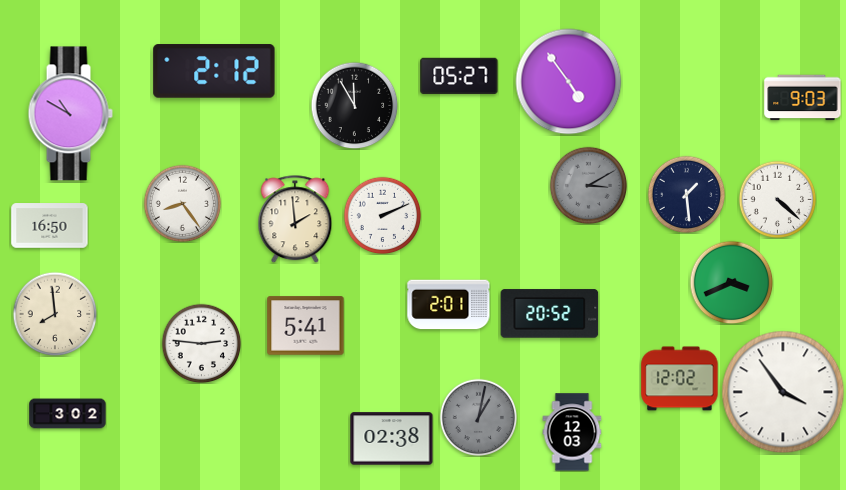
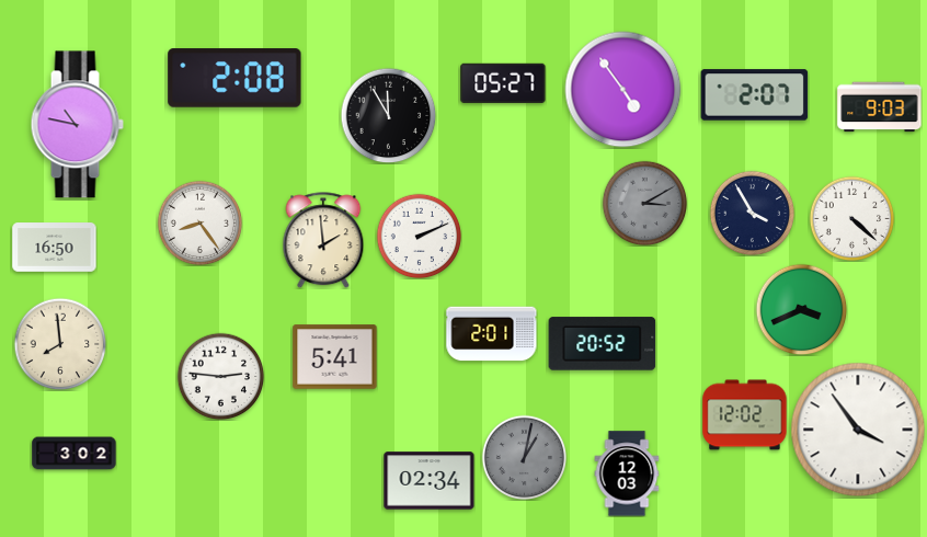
clock at (214, 71): 2:12 -> 2:08
clock at (755, 95): none -> 2:07
clock at (70, 114): 10:50 -> 10:47
clock at (686, 194): 1:29 -> 3:55
clock at (392, 439): 02:38 -> 02:34
